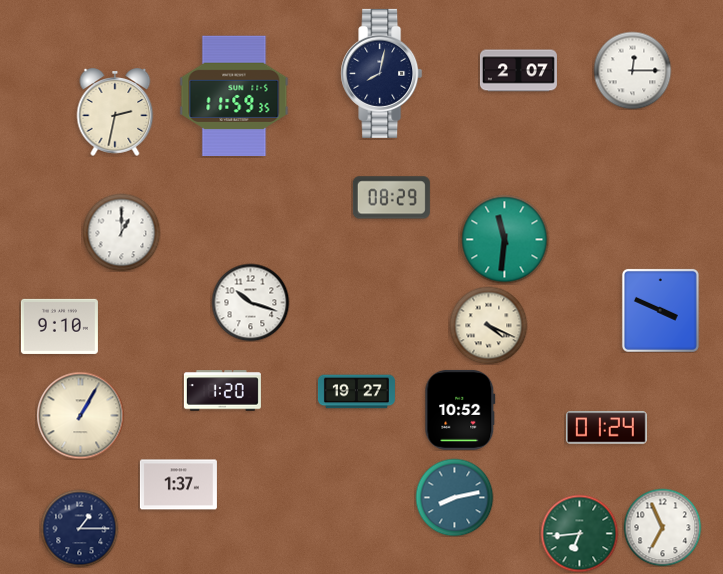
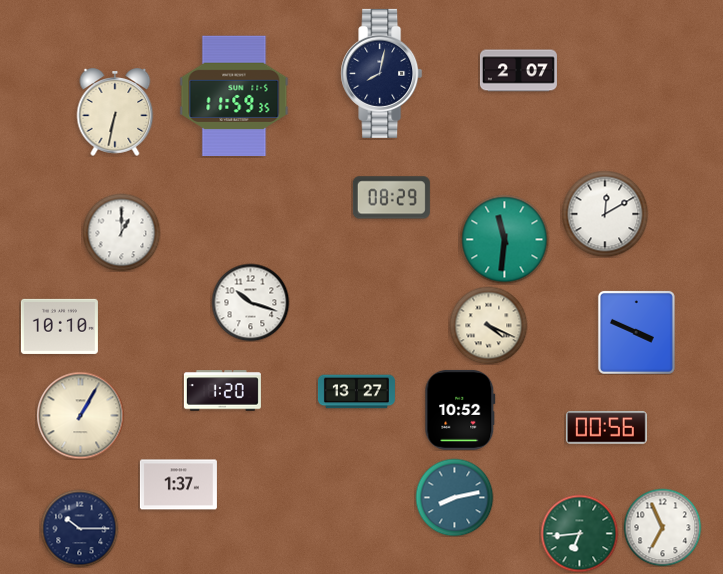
clock at (632, 70): 12:15 -> none
clock at (115, 112): 2:32 -> 6:32
clock at (605, 214): none -> 12:10
clock at (660, 310) position: (660, 310) -> (636, 332)
clock at (59, 326): 9:10 -> 10:10
clock at (356, 392): 19:27 -> 13:27
clock at (606, 428): 01:24 -> 00:56
clock at (79, 528): 1:15 -> 10:15
